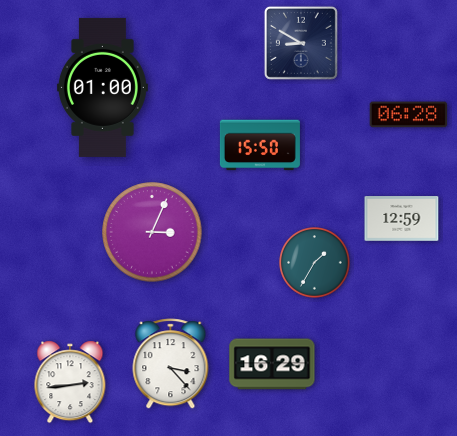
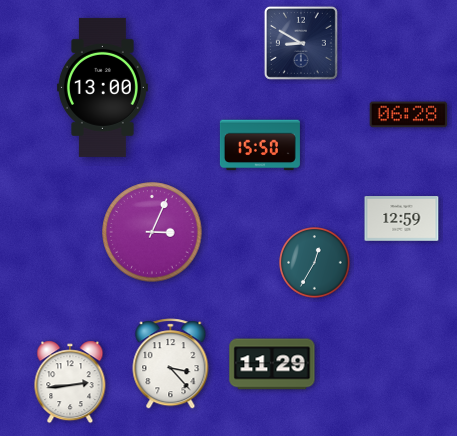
clock at (102, 87): 01:00 -> 13:00
clock at (315, 263): 1:35 -> 12:35
clock at (272, 364): 16:29 -> 11:29
